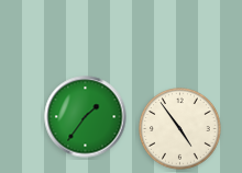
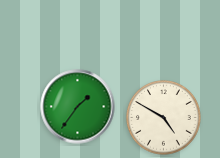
clock at (180, 129): 4:54 -> 4:50
